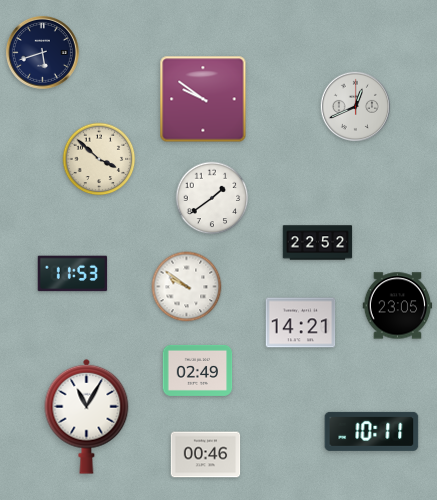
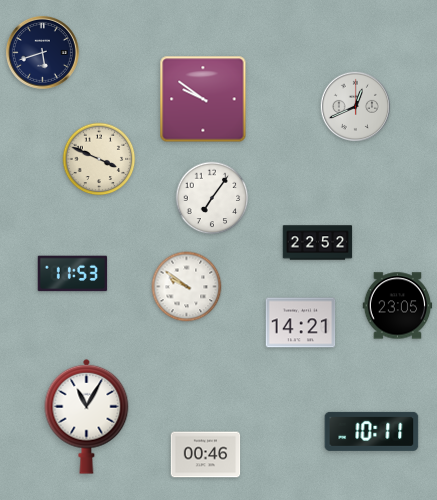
clock at (99, 159): 3:52 -> 3:49
clock at (212, 198): 1:39 -> 7:06
clock at (198, 370): 02:49 -> none
